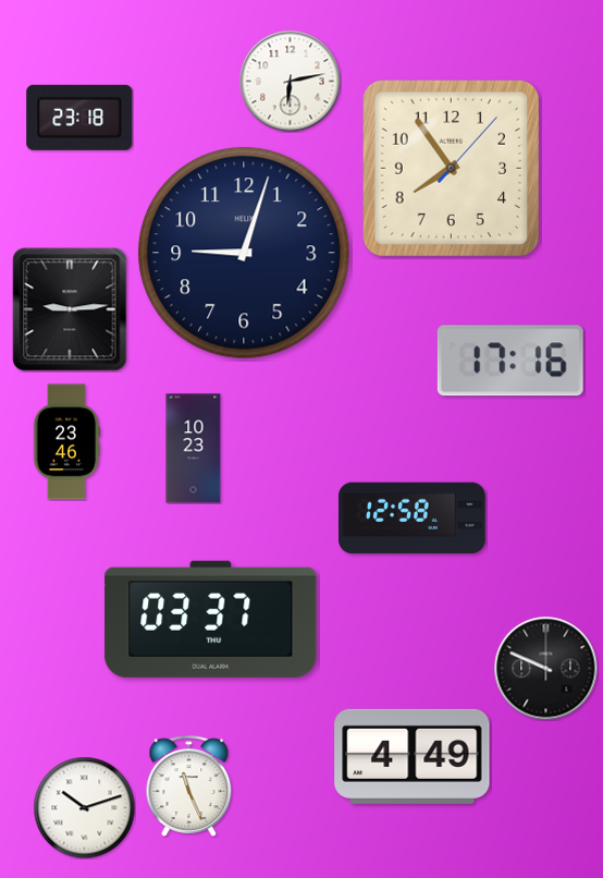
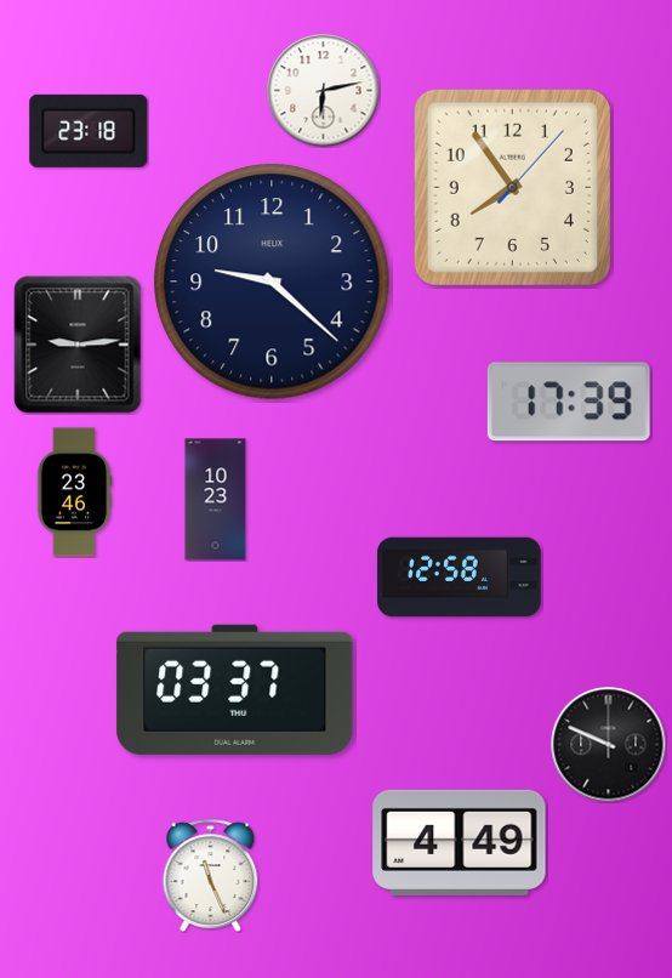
clock at (451, 168) position: (451, 168) -> (512, 187)
clock at (244, 253): 9:03 -> 9:22
clock at (510, 361): 17:16 -> 17:39
clock at (84, 807): 10:12 -> none
